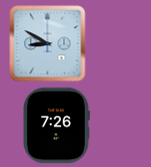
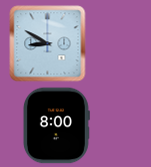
clock at (56, 126): 7:26 -> 8:00
